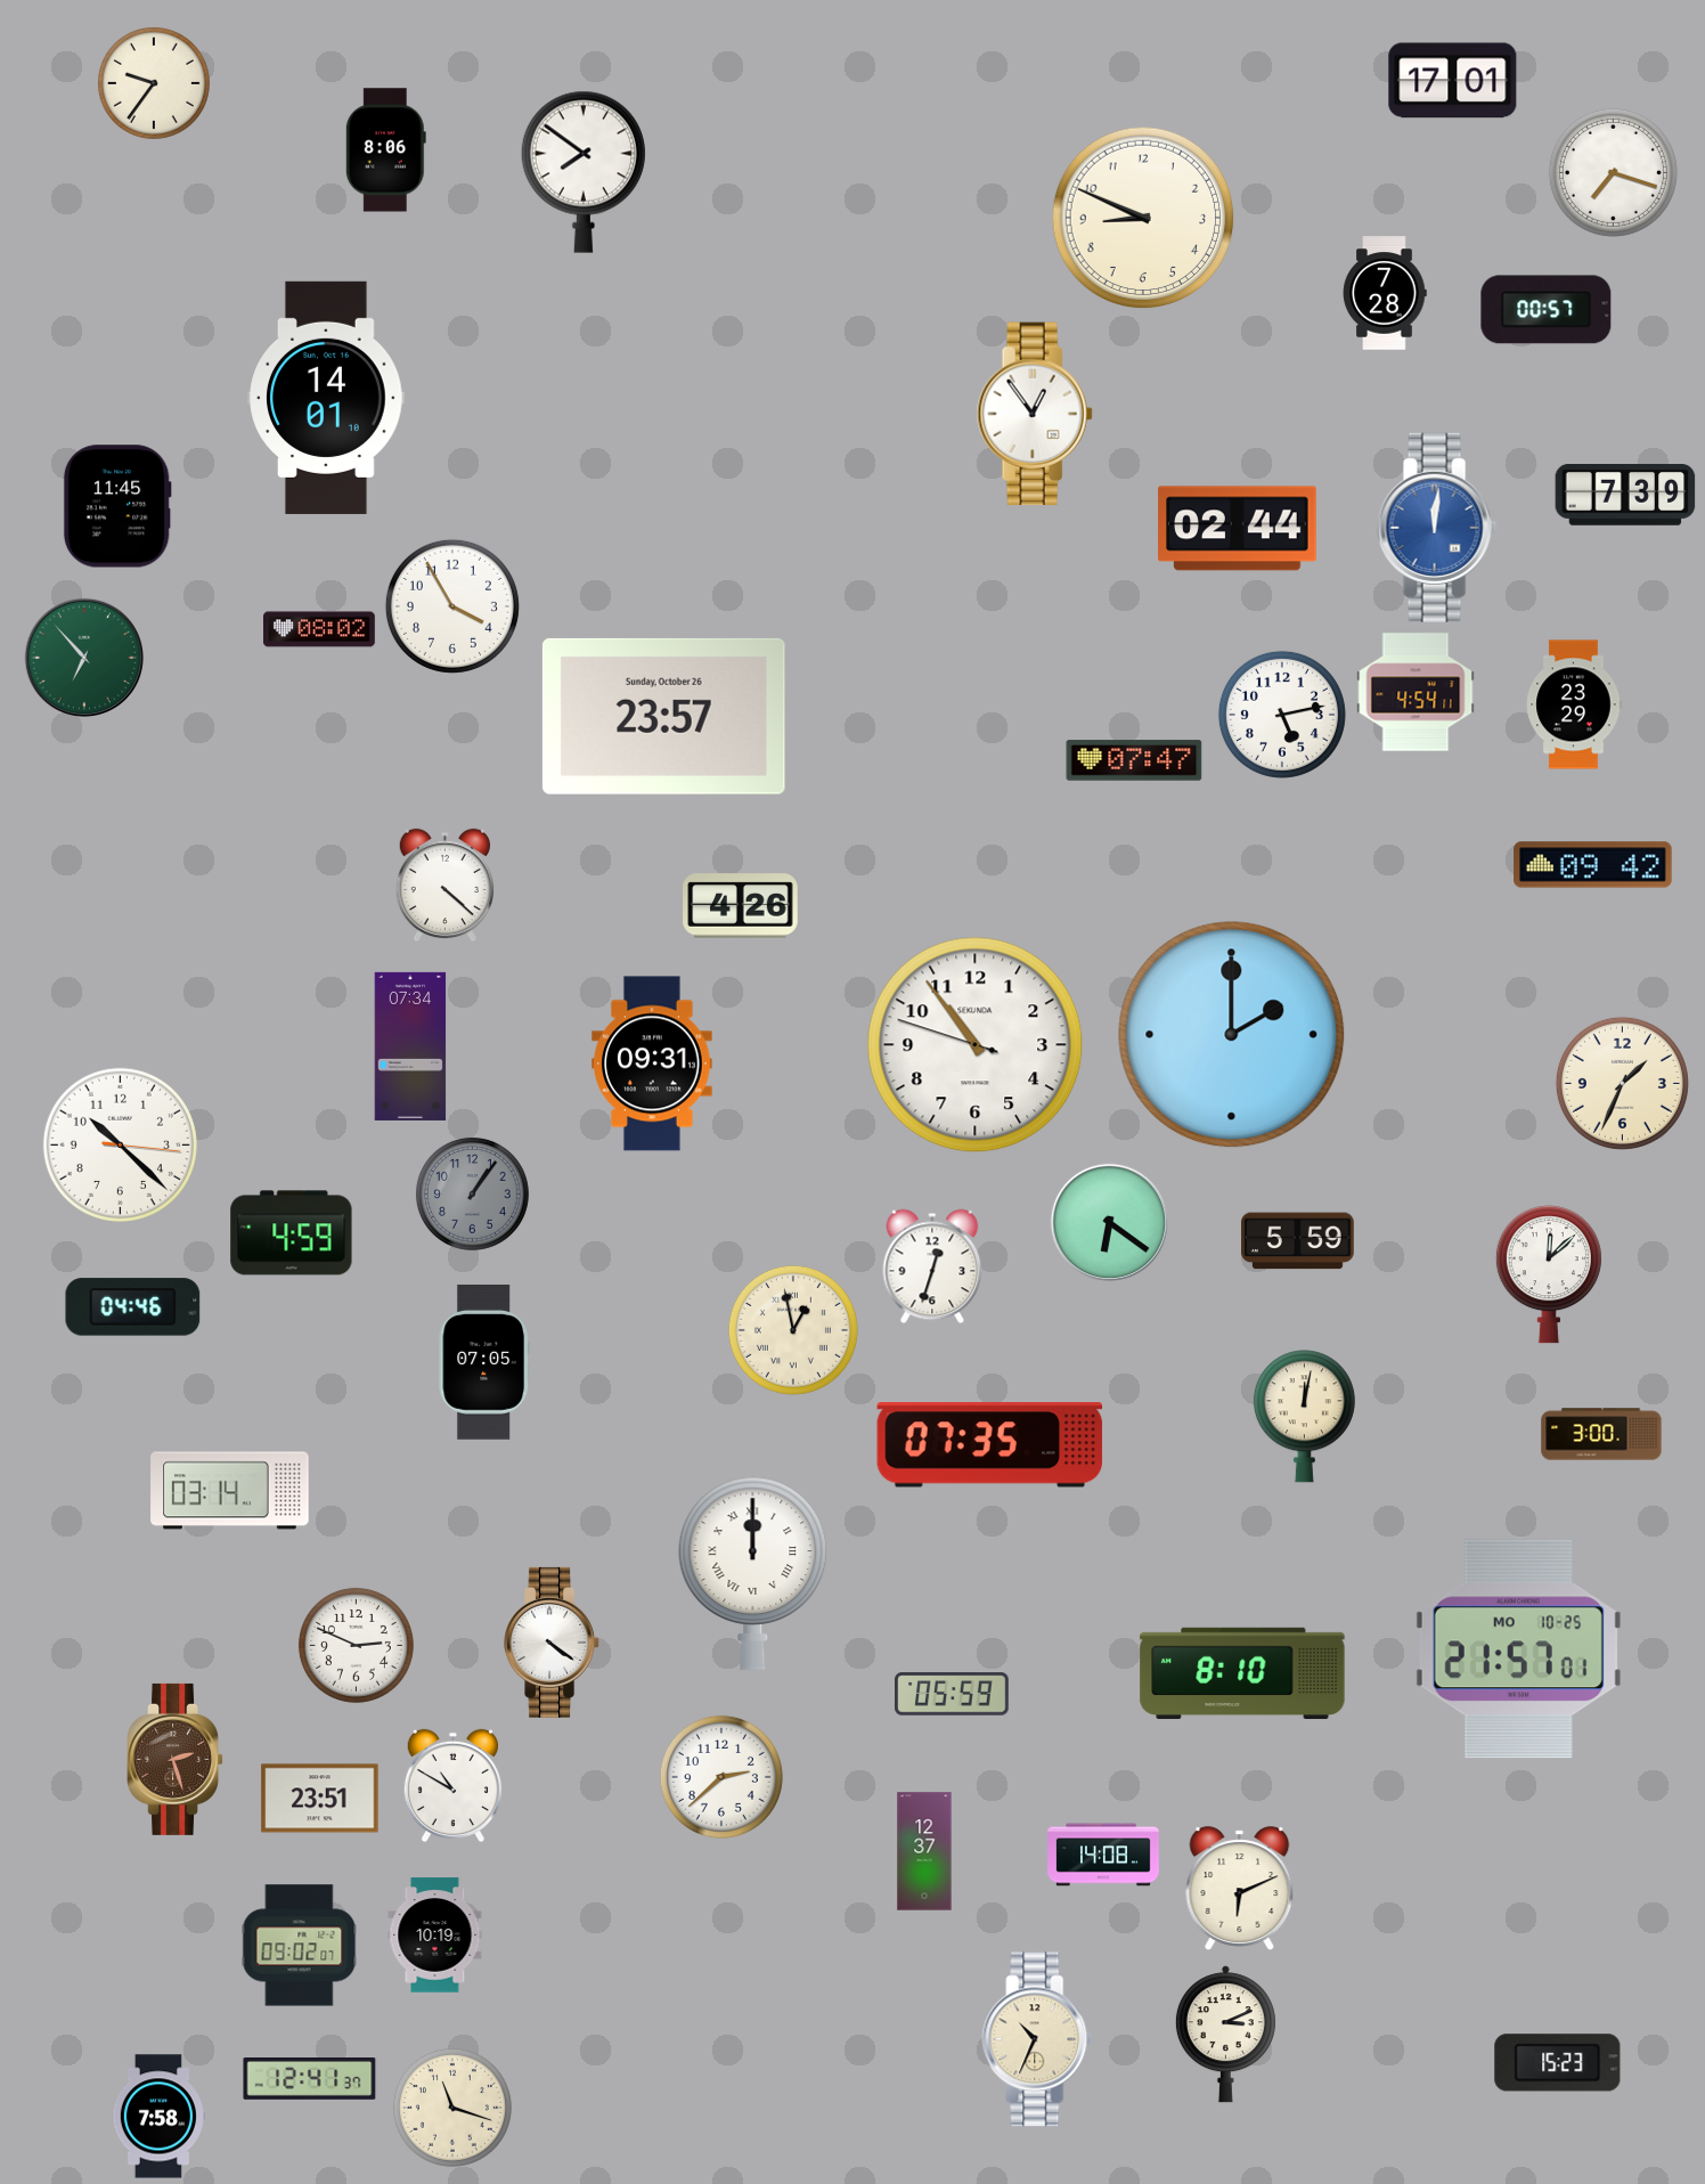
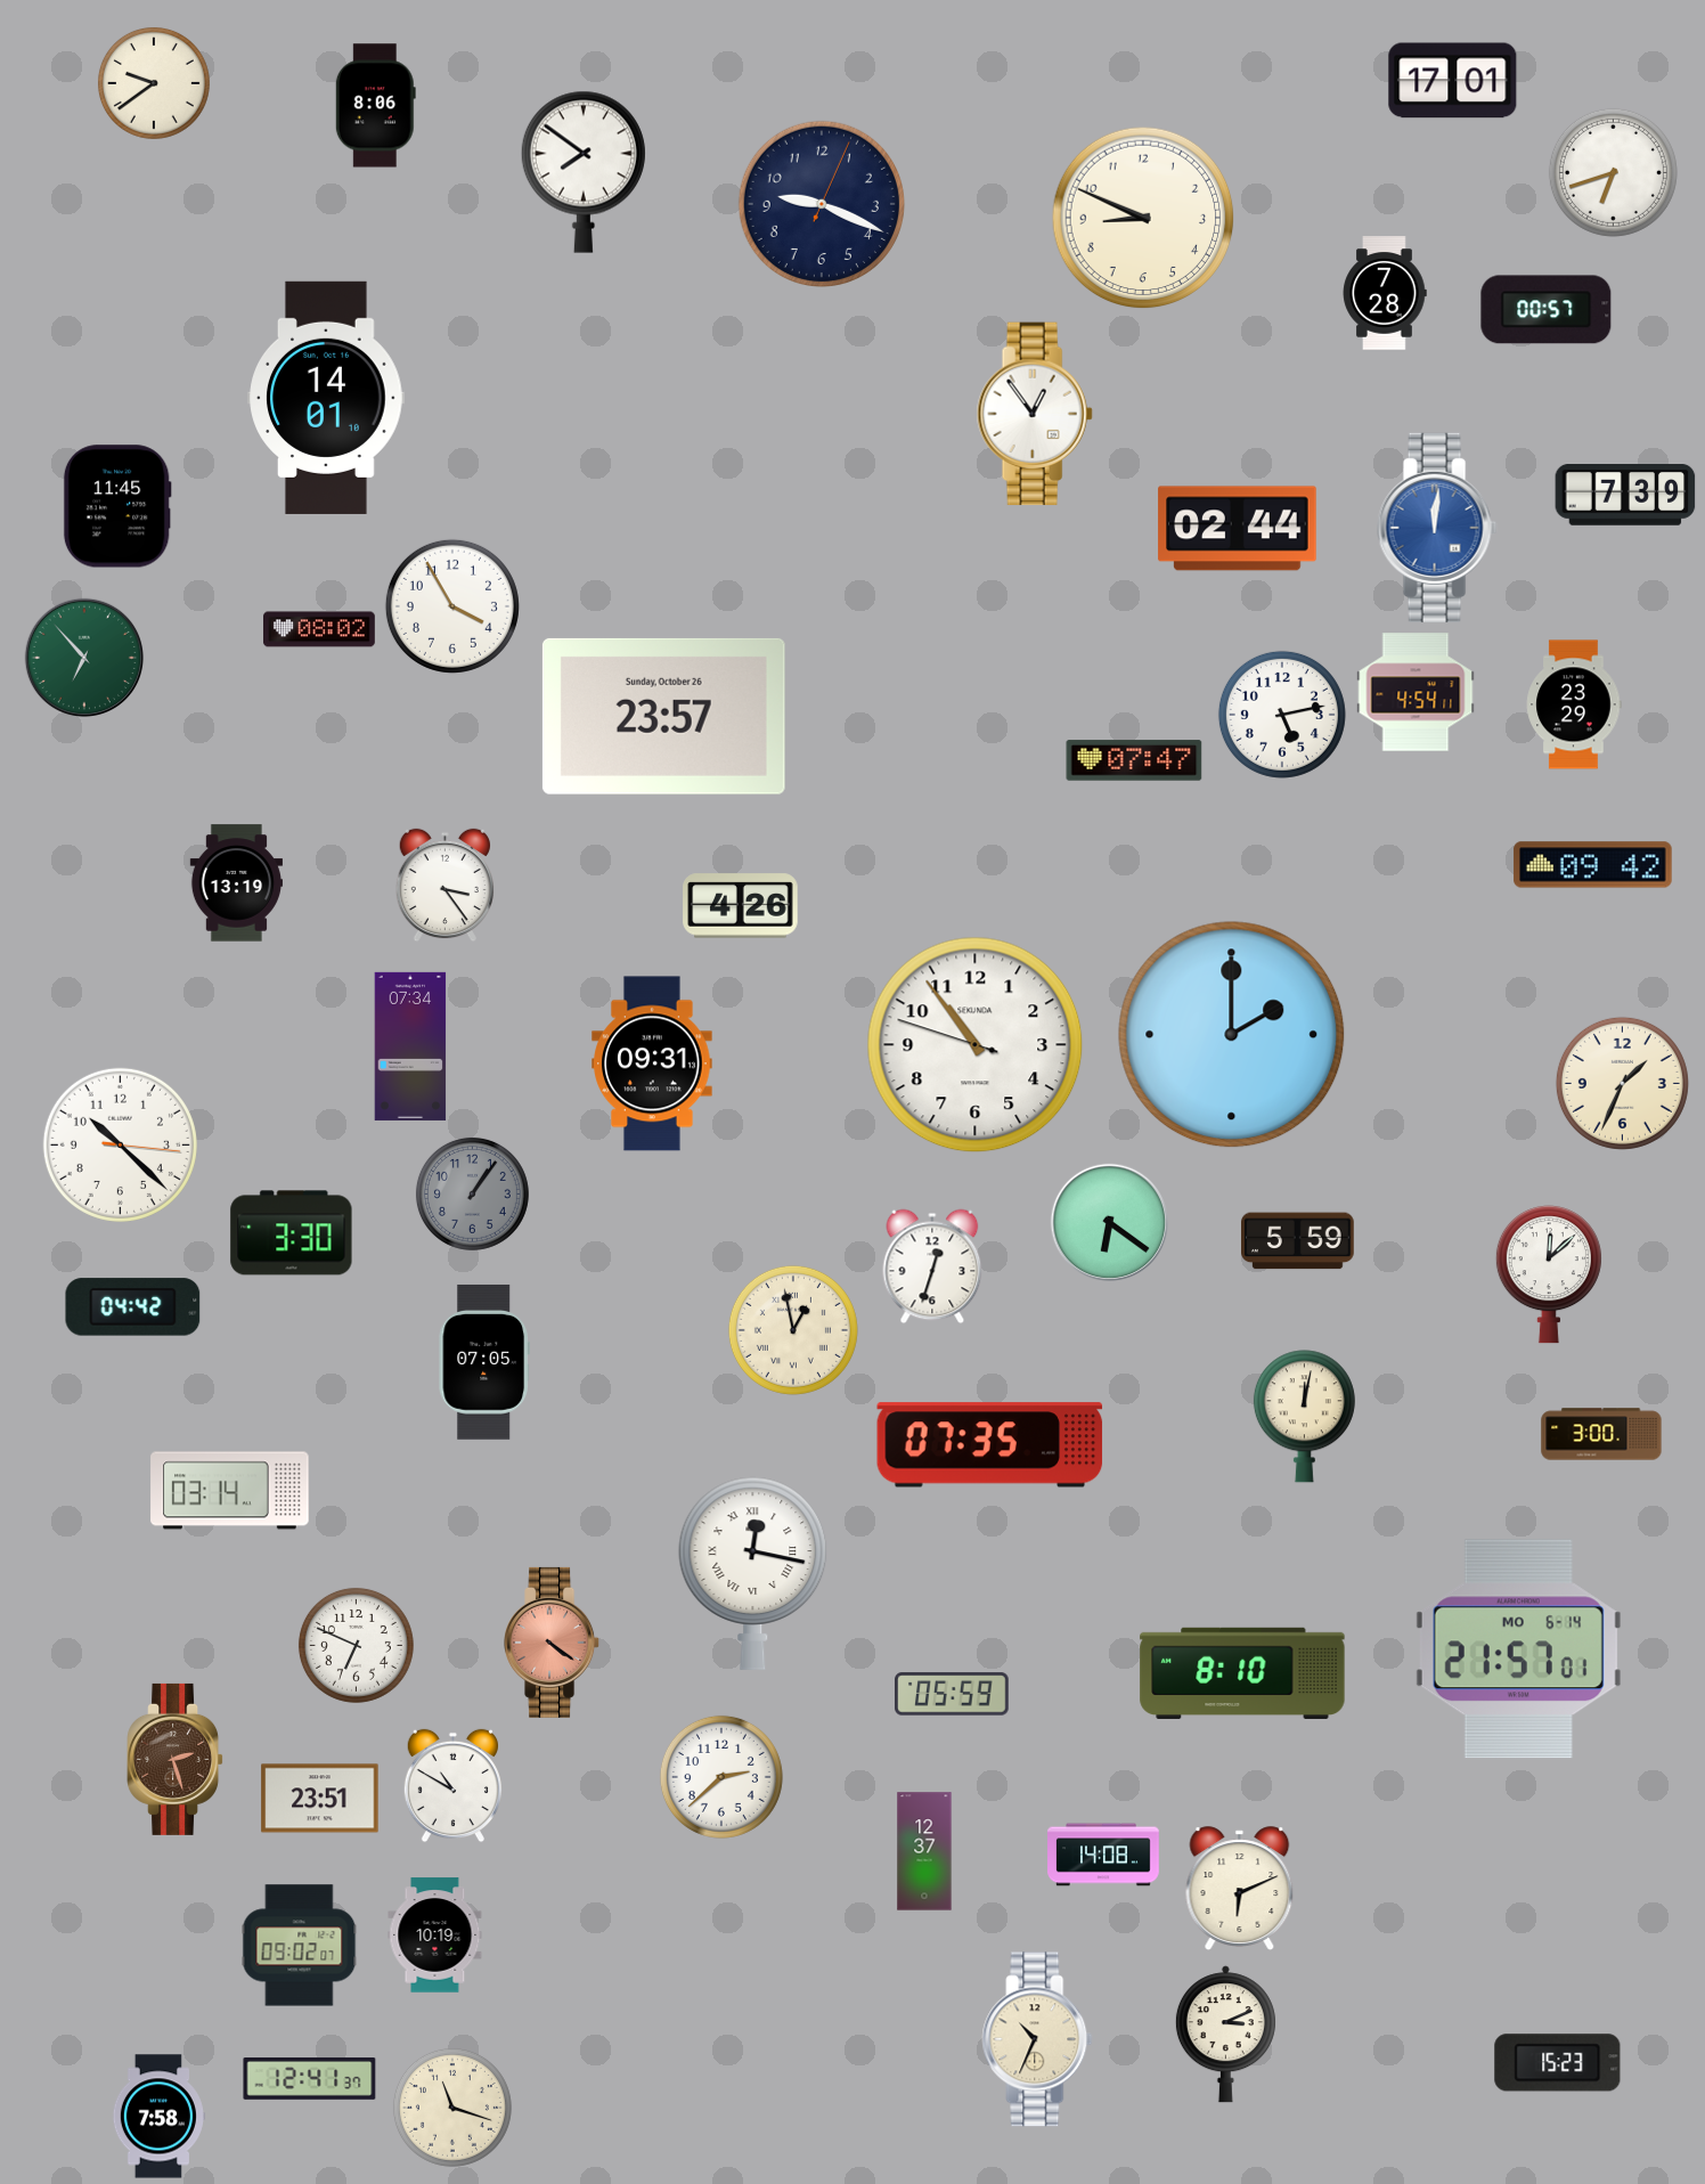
clock at (154, 83): 9:36 -> 9:39
clock at (385, 150) position: (385, 150) -> (375, 106)
clock at (1613, 172): 7:18 -> 6:42
clock at (821, 203): none -> 9:19
clock at (236, 883): none -> 13:19
clock at (444, 886): 4:22 -> 3:24
clock at (292, 1233): 4:59 -> 3:30
clock at (133, 1307): 04:46 -> 04:42
clock at (753, 1573): 12:00 -> 12:17
clock at (553, 1643) dial: white -> salmon
clock at (356, 1645): 2:49 -> 6:49
clock at (1518, 1649) date: MO 10-25 -> MO 6-14
